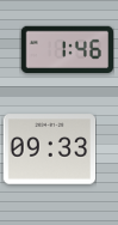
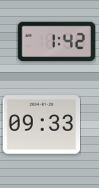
clock at (67, 50): 1:46 -> 1:42
